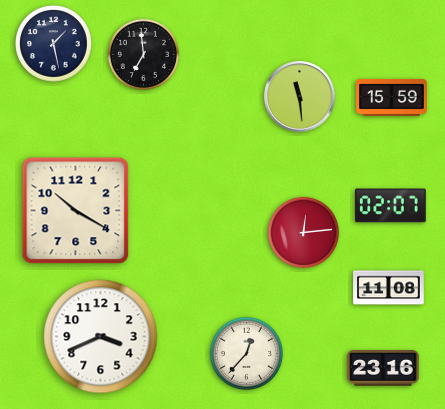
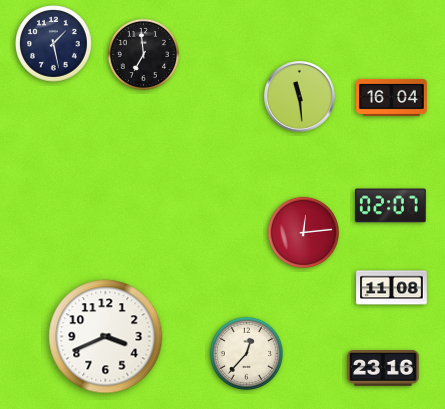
clock at (392, 97): 15:59 -> 16:04
clock at (76, 211): 10:20 -> none
clock at (389, 288) position: (389, 288) -> (392, 288)
clock at (101, 337) position: (101, 337) -> (106, 337)
